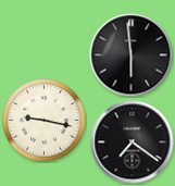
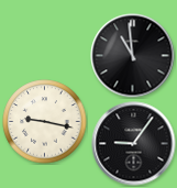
clock at (132, 55): 5:59 -> 10:59
clock at (133, 142): 7:21 -> 9:06
